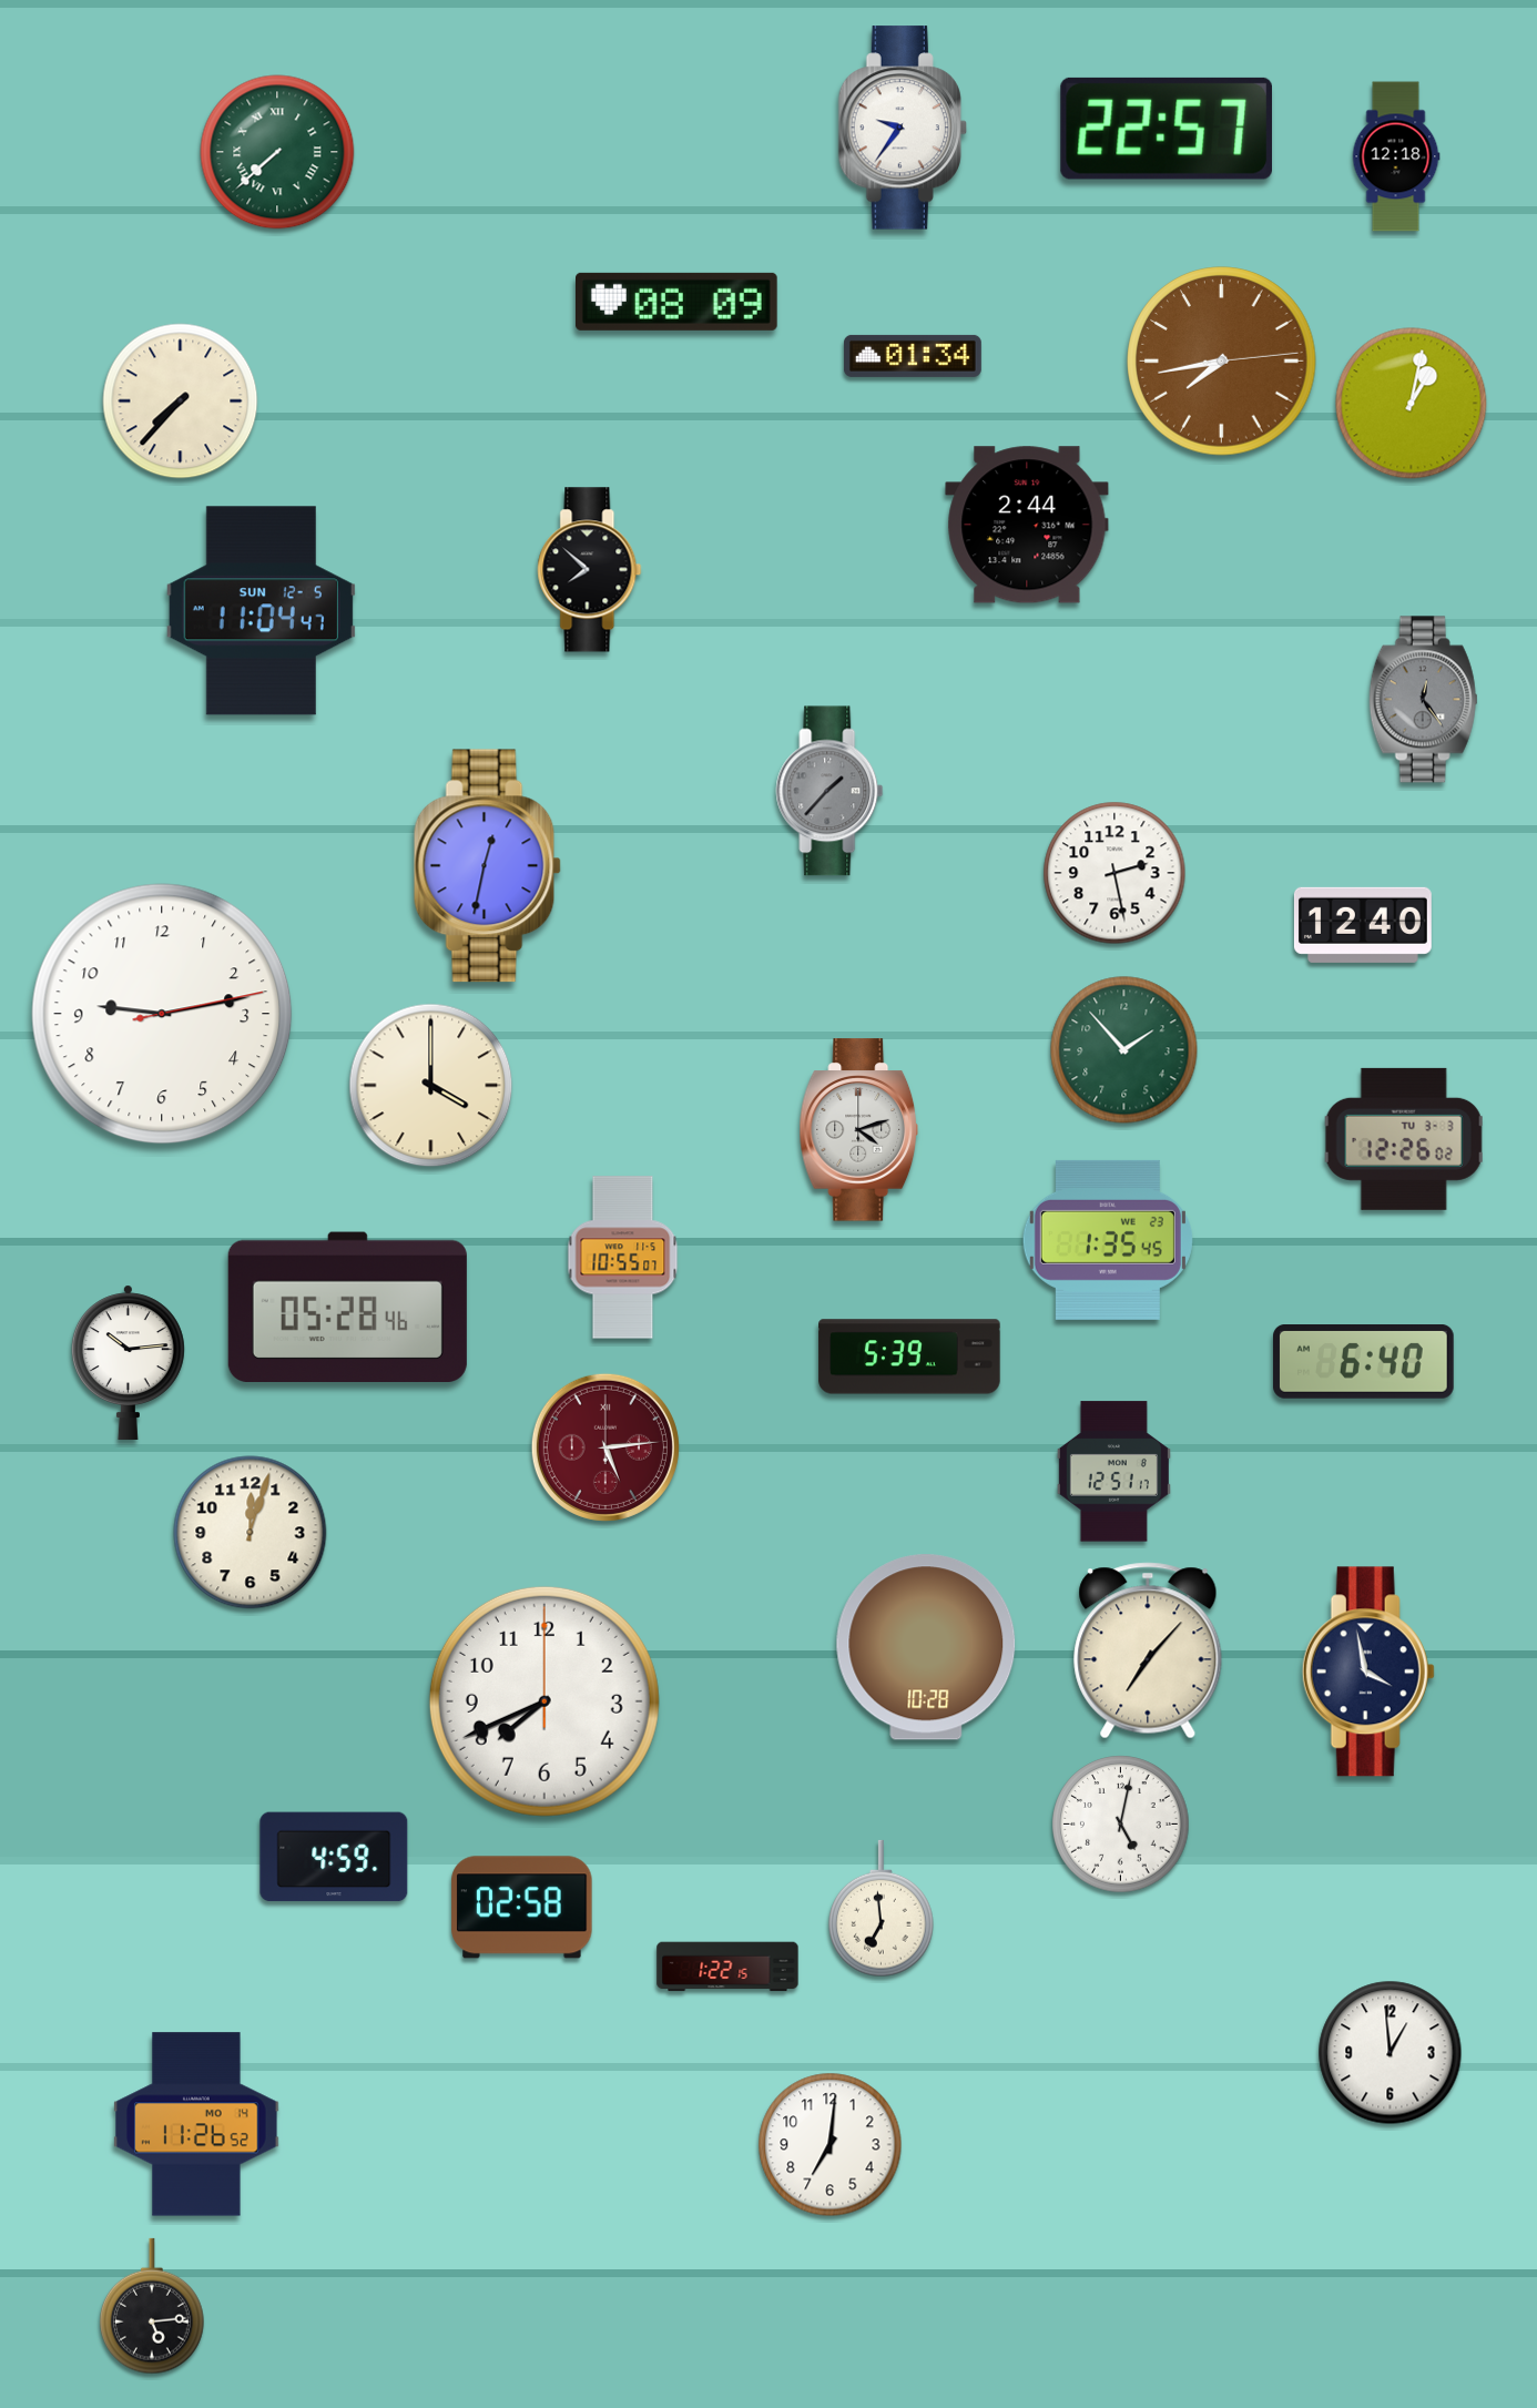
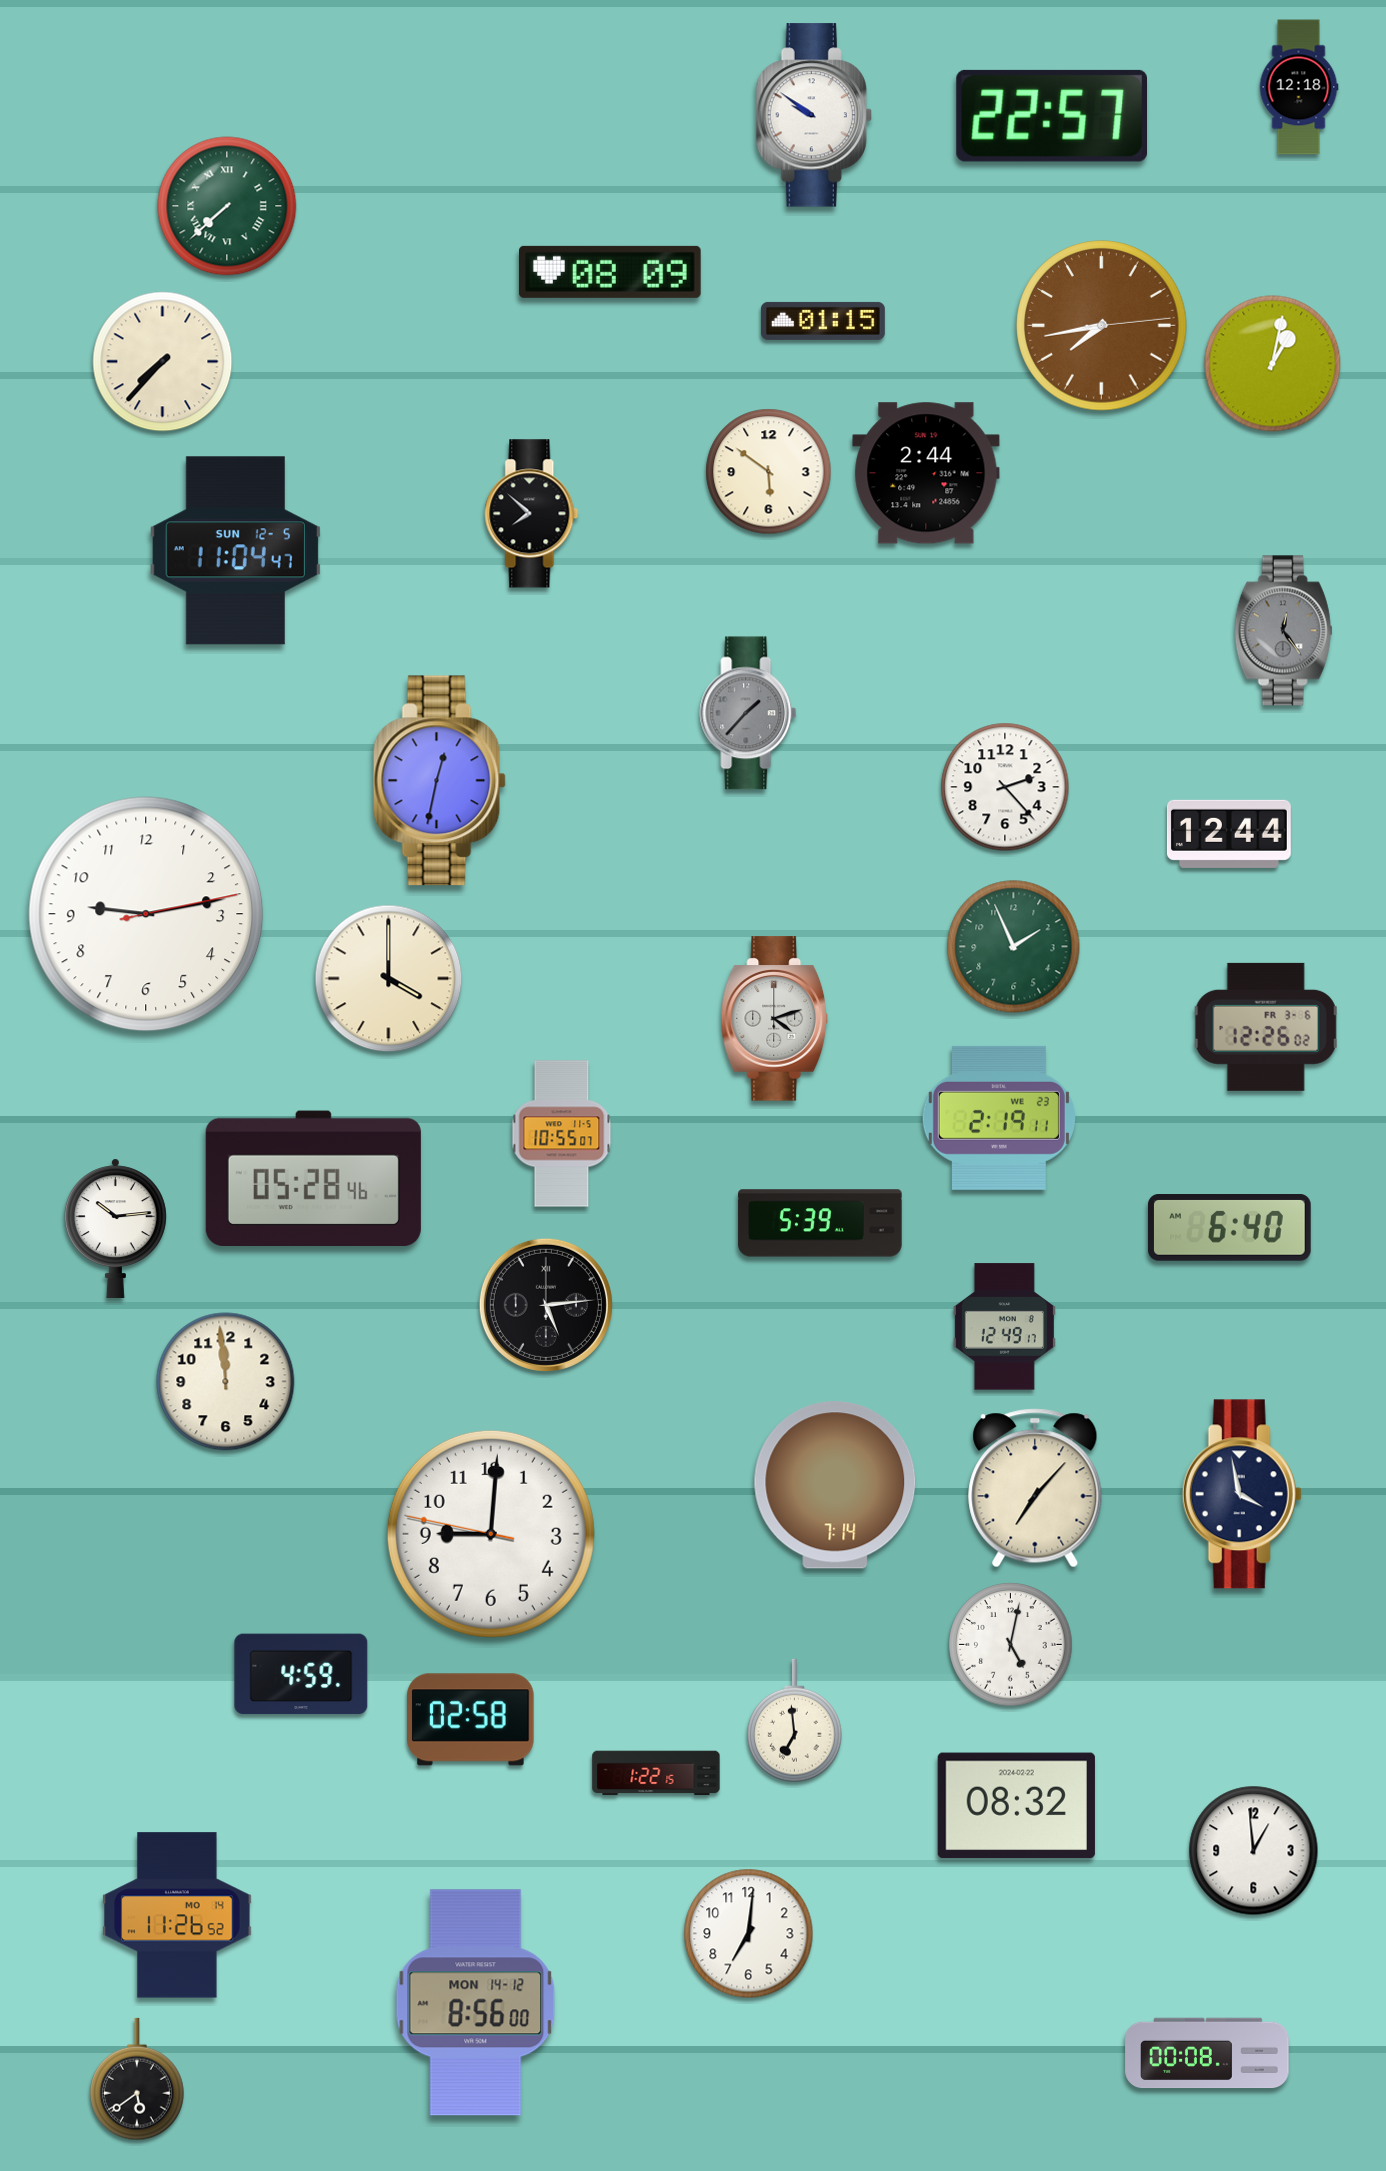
clock at (903, 128): 9:36 -> 9:51
clock at (277, 152) position: (277, 152) -> (227, 206)
clock at (1396, 156) position: (1396, 156) -> (1299, 87)
clock at (913, 356): 01:34 -> 01:15
clock at (769, 472): none -> 5:51
clock at (1114, 873): 2:28 -> 2:23
clock at (1363, 925): 12:40 -> 12:44
clock at (1124, 1050): 1:53 -> 1:56
clock at (1404, 1139) date: TU 3-3 -> FR 3-6
clock at (1108, 1240): 1:35 -> 2:19
clock at (605, 1447) dial: burgundy -> black
clock at (1113, 1472): 12:51 -> 12:49
clock at (251, 1533): 12:03 -> 11:59
clock at (926, 1647): 10:28 -> 7:14
clock at (1368, 1672) position: (1368, 1672) -> (1242, 1494)
clock at (544, 1701): 7:41 -> 9:00
clock at (1016, 1806): none -> 08:32
clock at (476, 2003): none -> 8:56
clock at (1207, 2053): none -> 00:08
clock at (153, 2306): 5:14 -> 5:39
